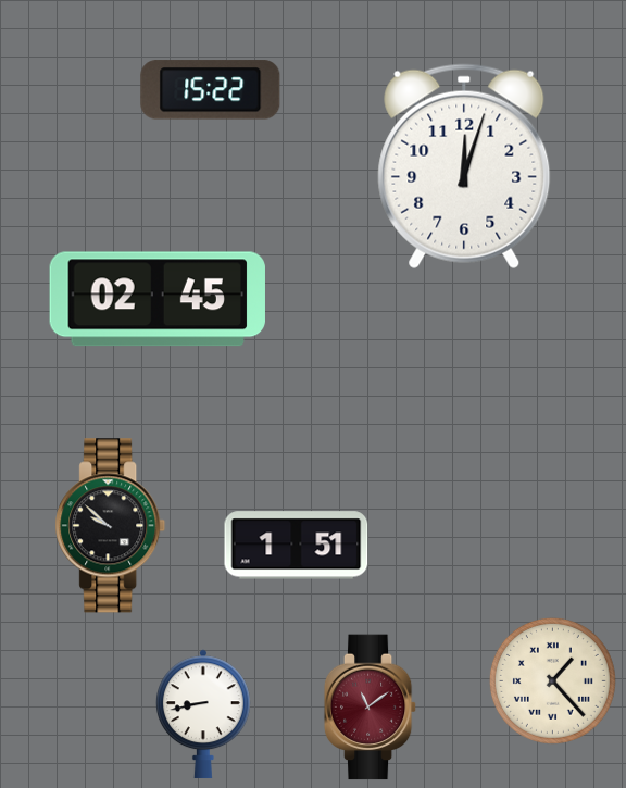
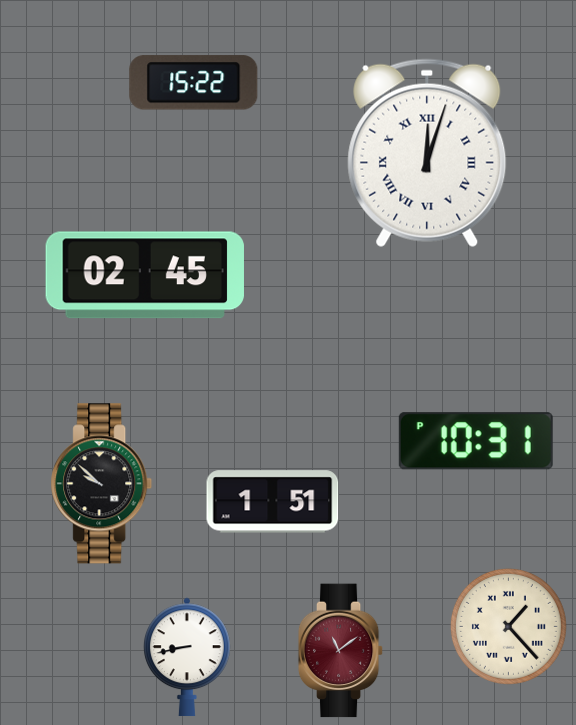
clock at (464, 166) numerals: Arabic -> Roman
clock at (476, 441): none -> 10:31
